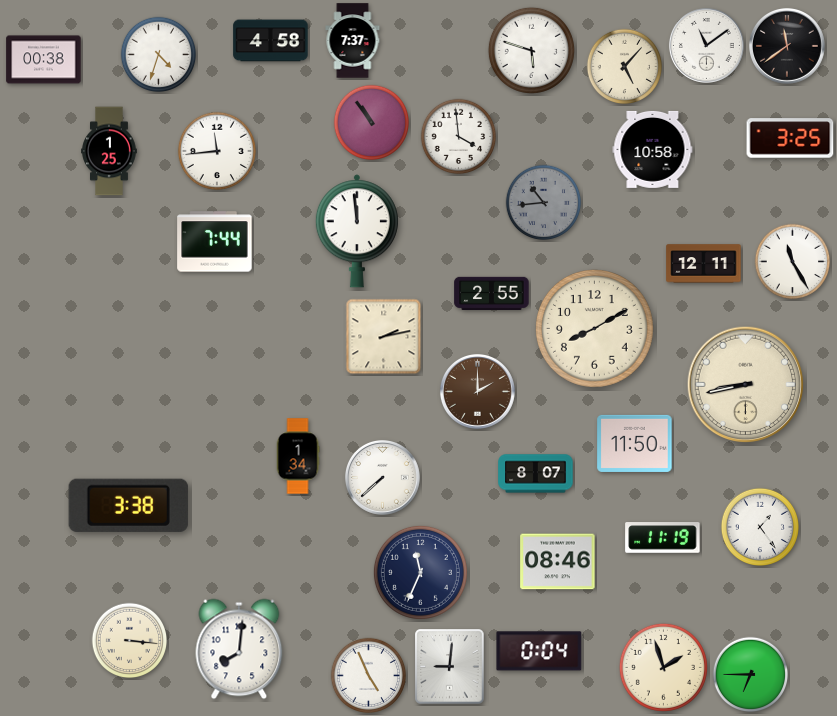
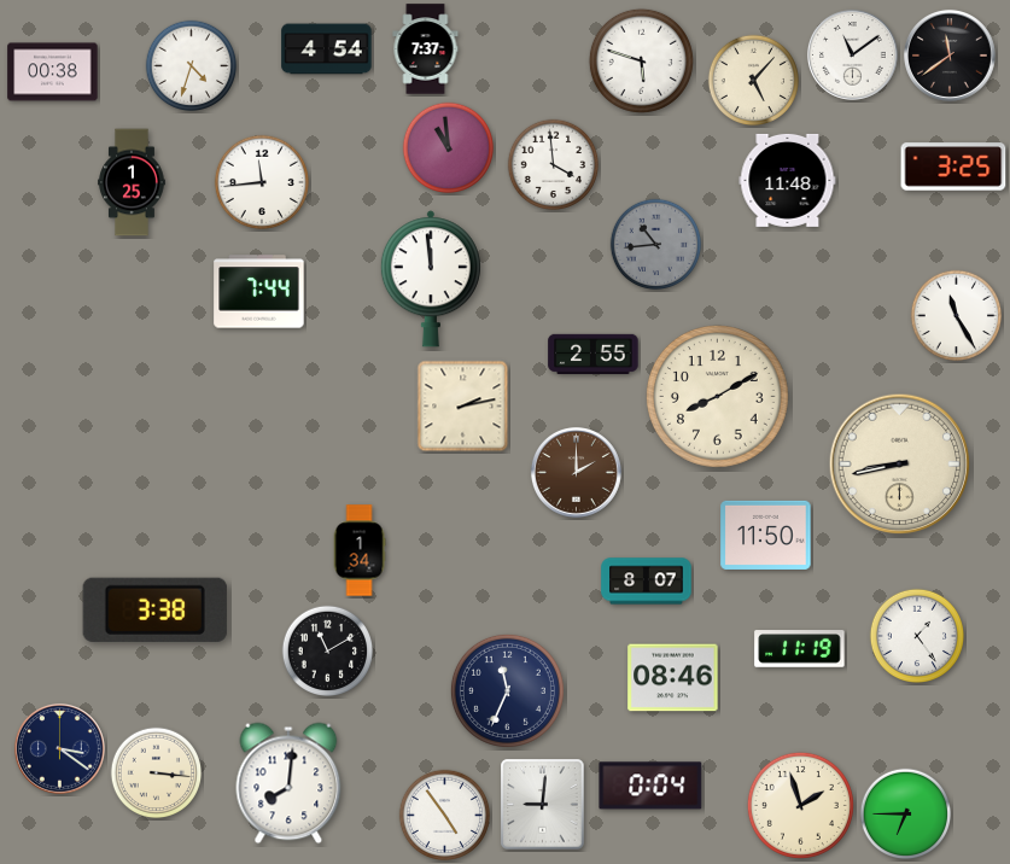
clock at (271, 41): 4:58 -> 4:54
clock at (372, 123): 10:54 -> 10:59
clock at (653, 149): 10:58 -> 11:48
clock at (704, 264): 12:11 -> none
clock at (536, 474) position: (536, 474) -> (647, 582)
clock at (382, 477): 7:38 -> none
clock at (328, 652): none -> 11:10
clock at (59, 748): none -> 3:21
clock at (369, 676): 4:56 -> 4:54
